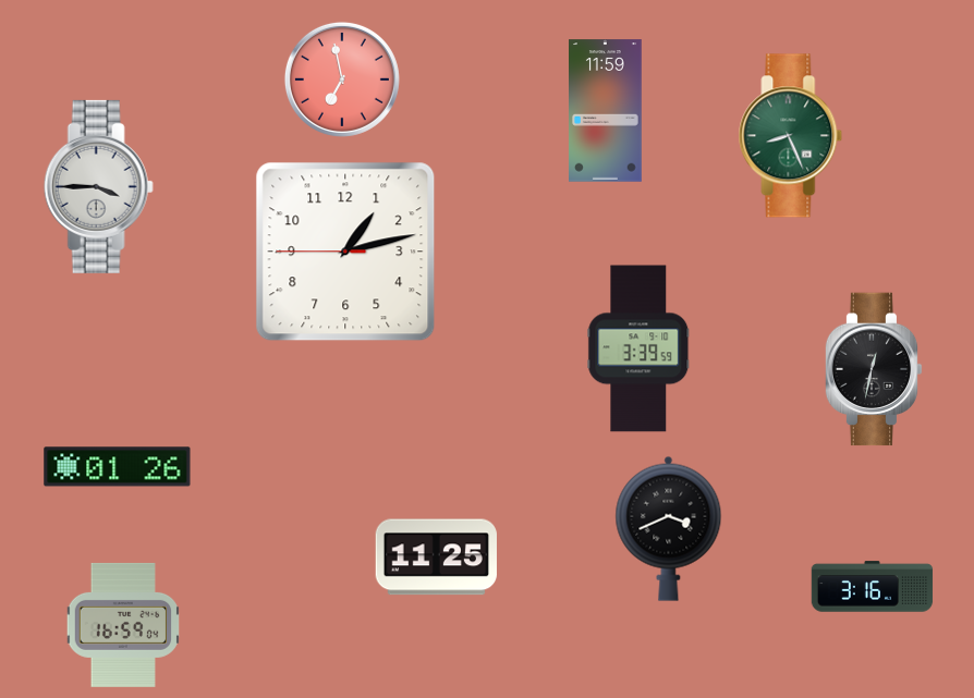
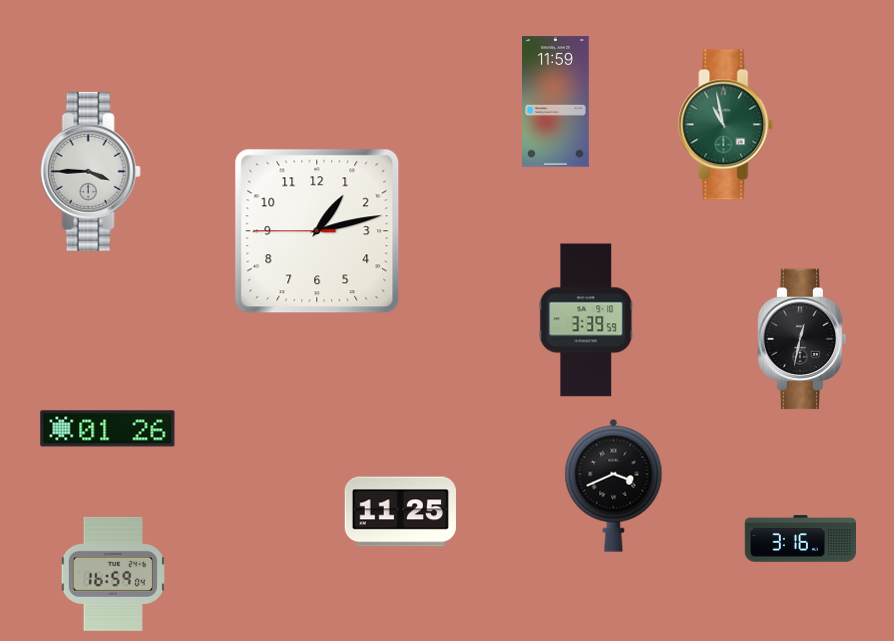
clock at (342, 79): 6:58 -> none
clock at (791, 136): 8:26 -> 10:58
